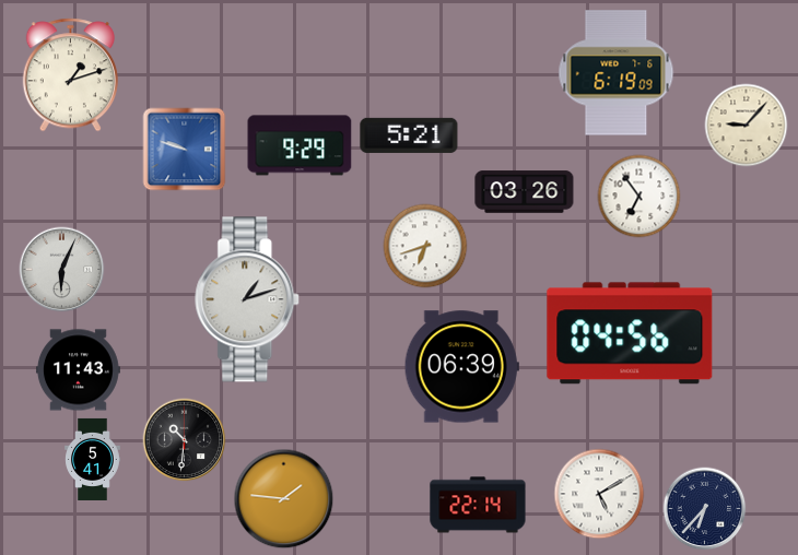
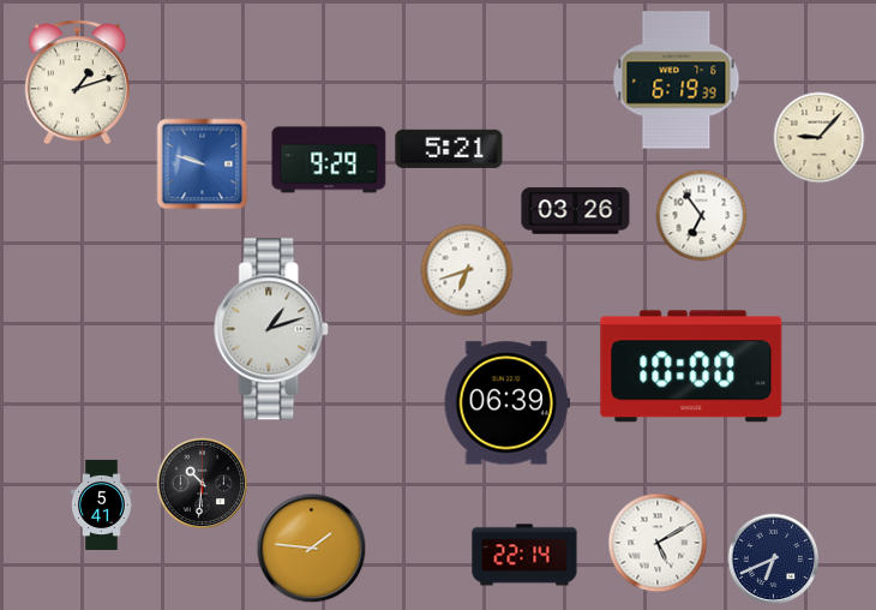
clock at (617, 73): 6:19:09 -> 6:19:39
clock at (62, 270): 6:04 -> none
clock at (630, 333): 04:56 -> 10:00
clock at (78, 370): 11:43 -> none
clock at (705, 509): 6:37 -> 6:41
